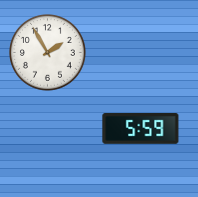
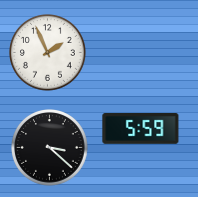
clock at (48, 53): 1:55 -> 1:56
clock at (50, 148): none -> 3:22
